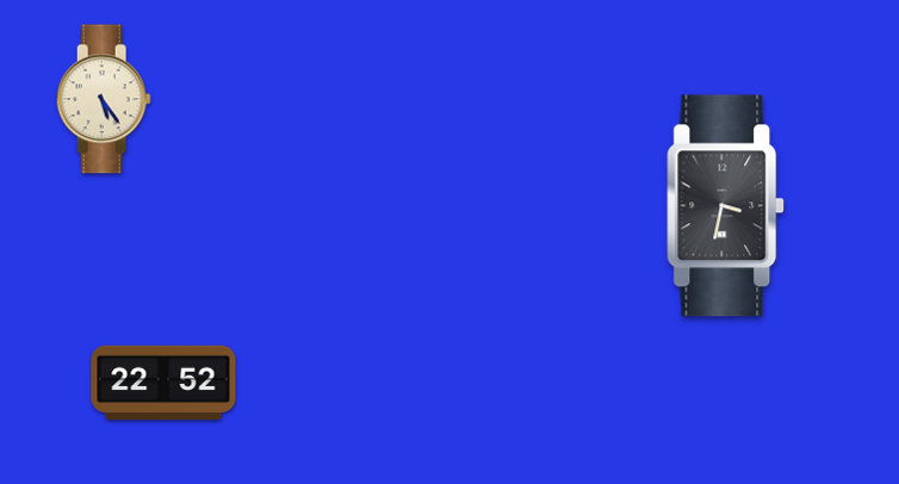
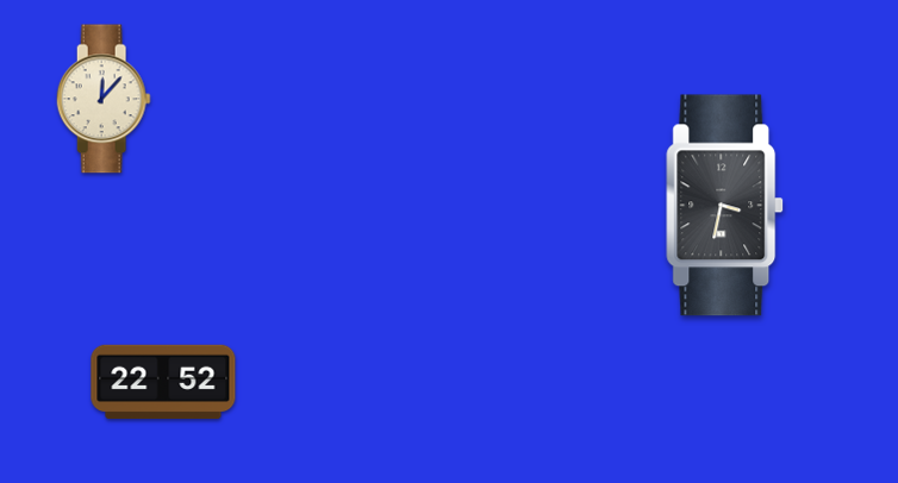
clock at (104, 99): 5:24 -> 12:07
